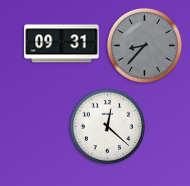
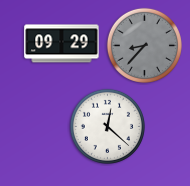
clock at (62, 44): 09:31 -> 09:29
